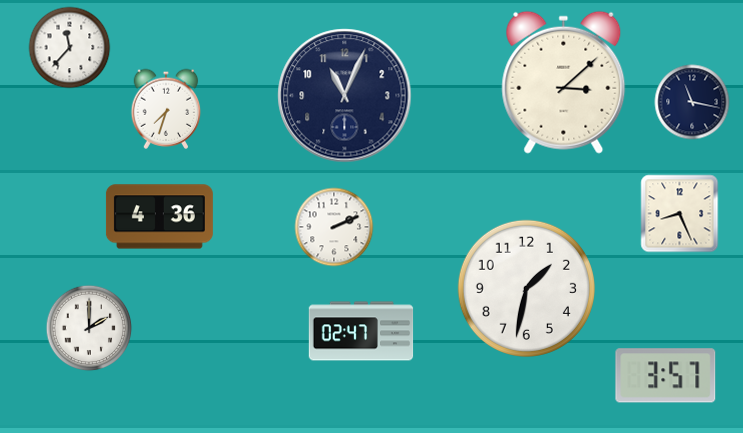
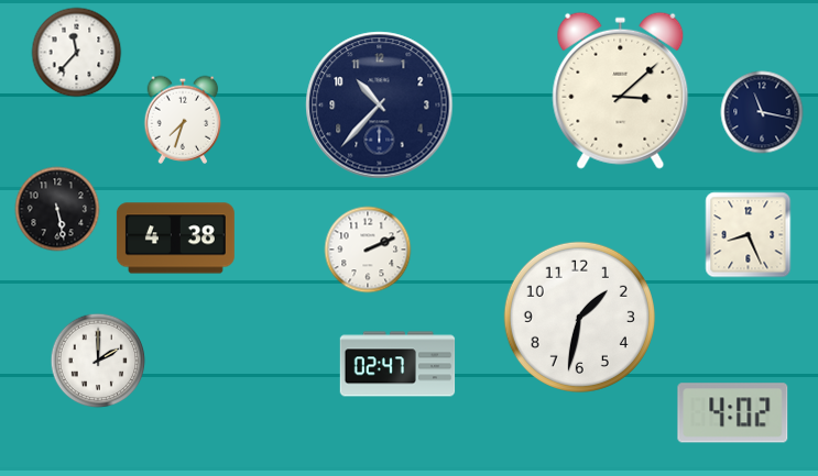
clock at (345, 96): 11:04 -> 10:37
clock at (57, 209): none -> 5:28
clock at (159, 217): 4:36 -> 4:38
clock at (666, 376): 3:57 -> 4:02
